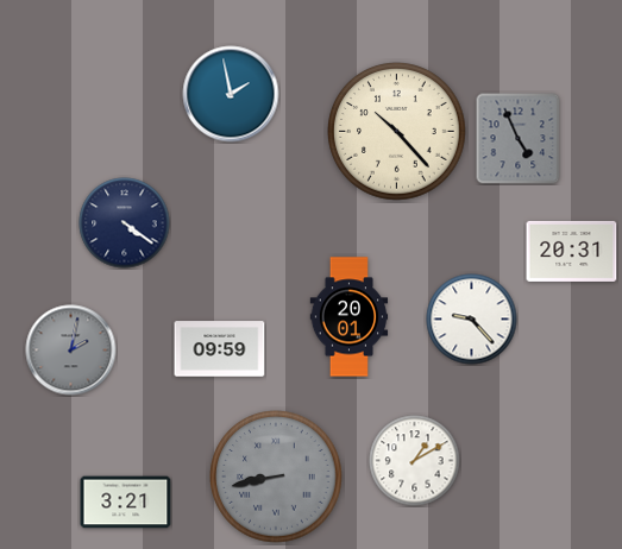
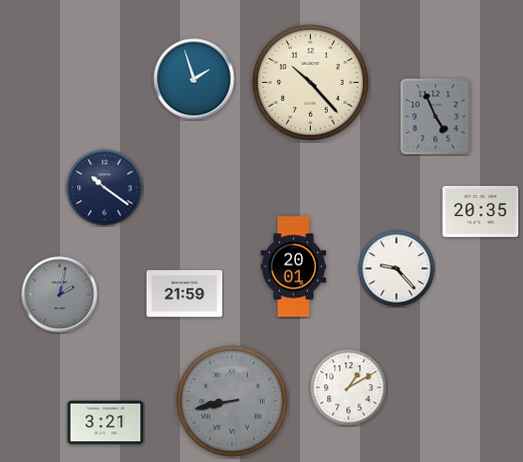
clock at (231, 94): 1:58 -> 1:57
clock at (397, 132) position: (397, 132) -> (311, 83)
clock at (125, 223): 4:21 -> 10:21
clock at (572, 251): 20:31 -> 20:35
clock at (220, 349): 09:59 -> 21:59
